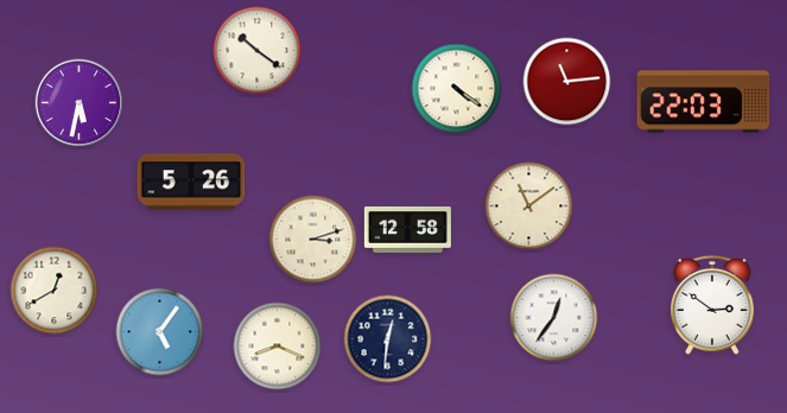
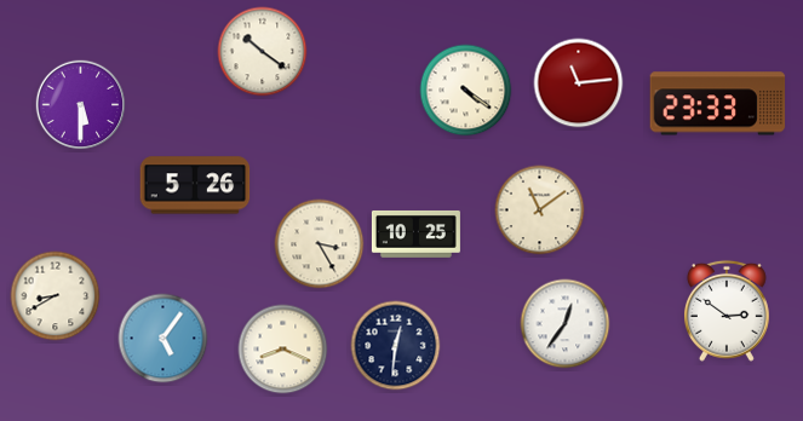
clock at (704, 102): 22:03 -> 23:33
clock at (80, 103): 5:32 -> 5:30
clock at (407, 230): 12:58 -> 10:25
clock at (313, 240): 3:12 -> 3:25
clock at (55, 291): 12:40 -> 8:40
clock at (278, 347) position: (278, 347) -> (283, 350)
